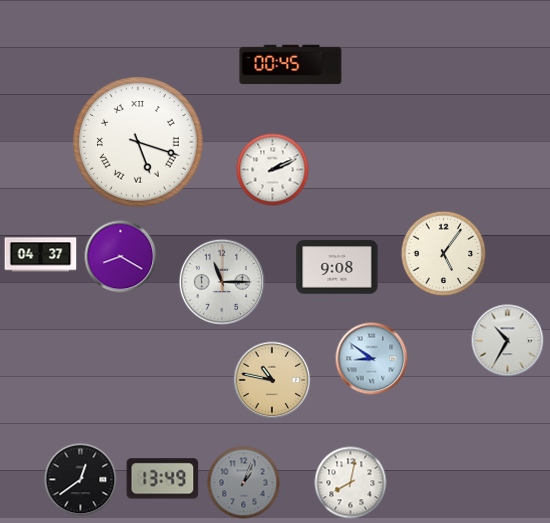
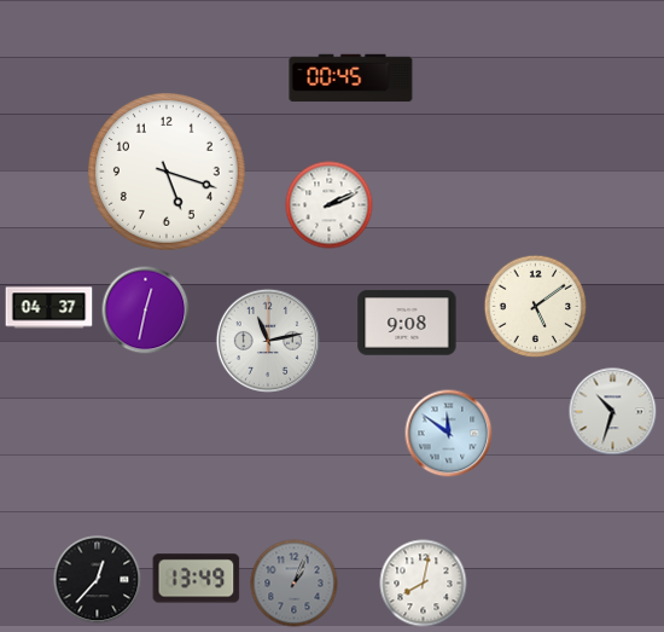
clock at (139, 143) numerals: Roman -> Arabic
clock at (444, 254): 5:06 -> 5:09
clock at (121, 257): 8:20 -> 12:32
clock at (222, 282): 11:15 -> 11:13
clock at (508, 341): 10:35 -> 10:33
clock at (372, 359): 8:51 -> 11:51
clock at (272, 380): 10:47 -> none
clock at (81, 480): 12:39 -> 12:37
